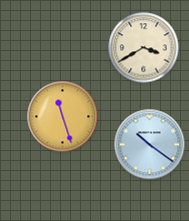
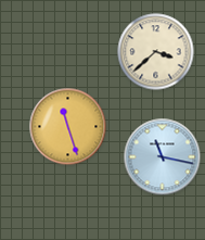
clock at (144, 48): 3:40 -> 3:38
clock at (150, 145): 10:21 -> 11:17
